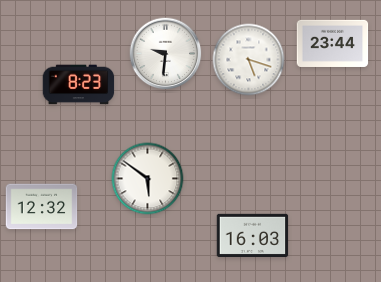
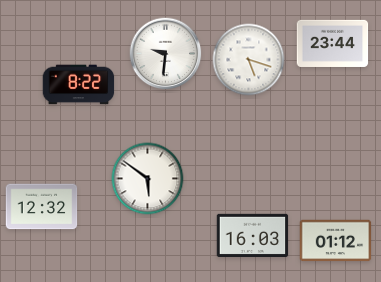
clock at (79, 85): 8:23 -> 8:22
clock at (336, 241): none -> 01:12
